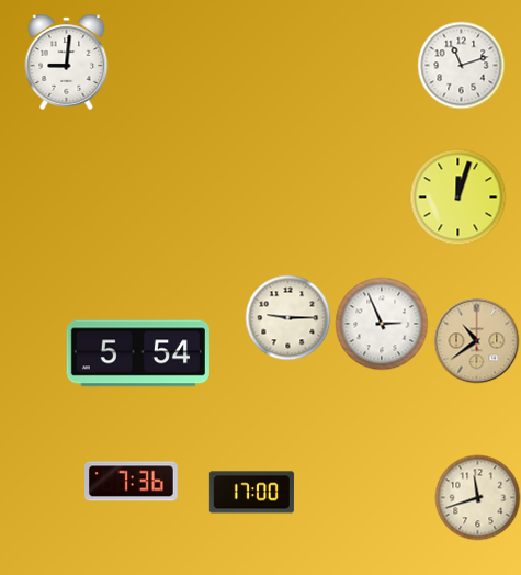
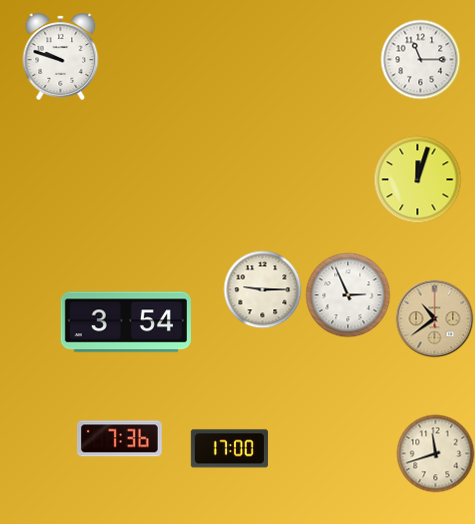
clock at (67, 61): 9:01 -> 9:48
clock at (461, 65): 11:12 -> 11:15
clock at (476, 340) position: (476, 340) -> (434, 318)
clock at (138, 353): 5:54 -> 3:54
